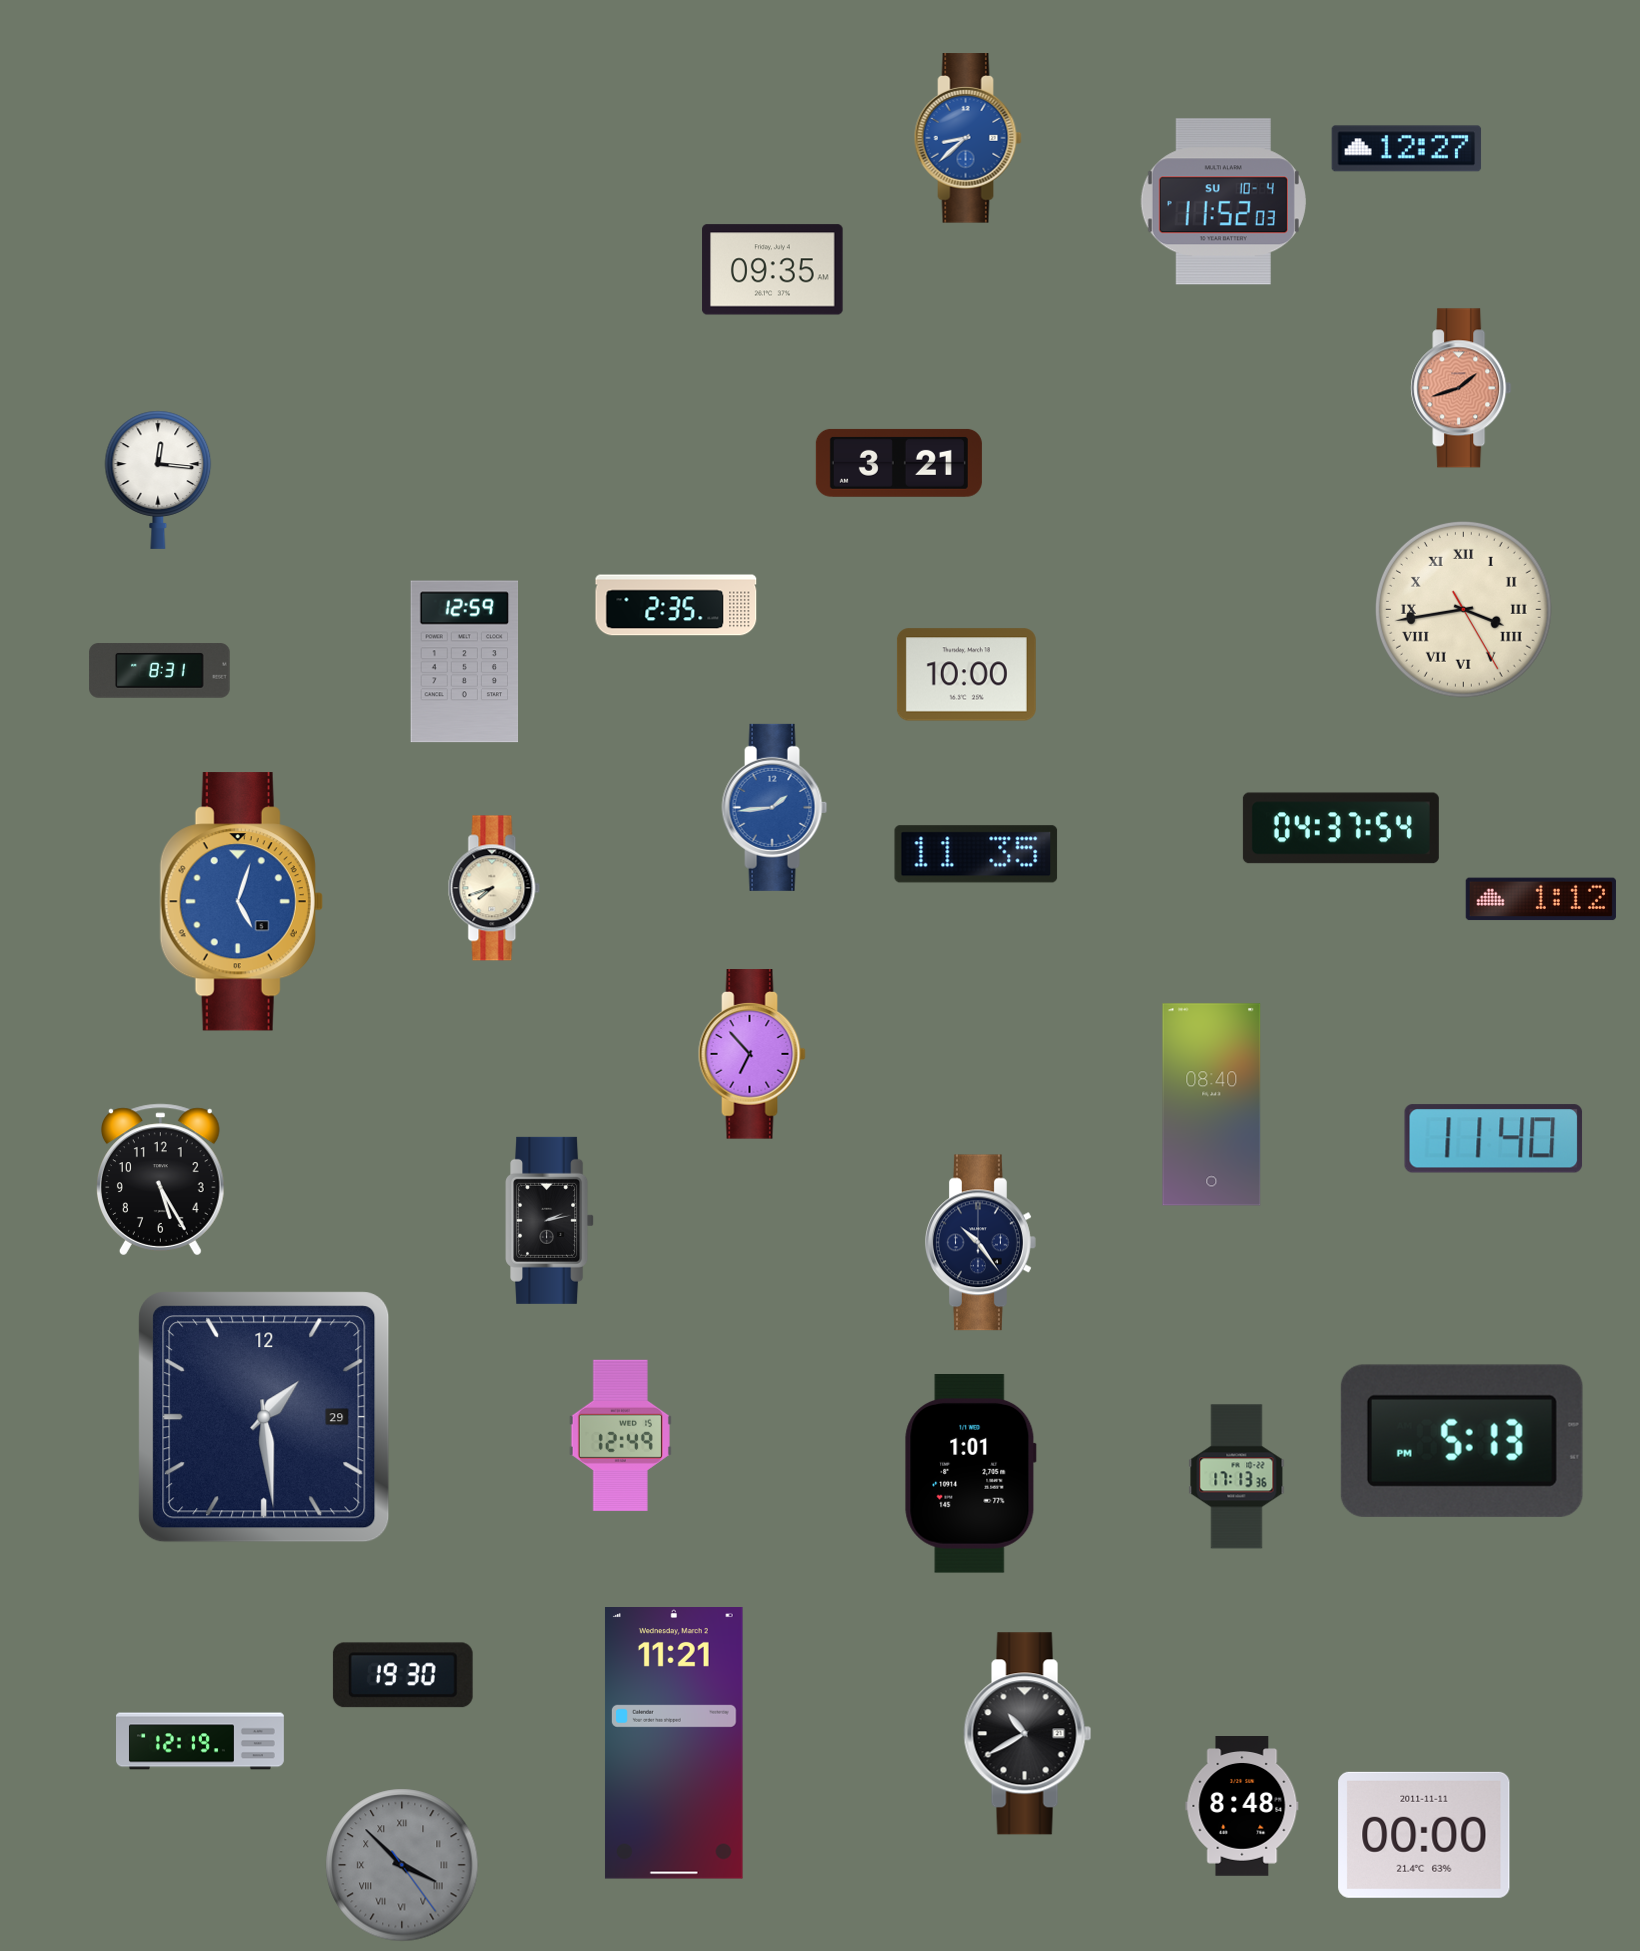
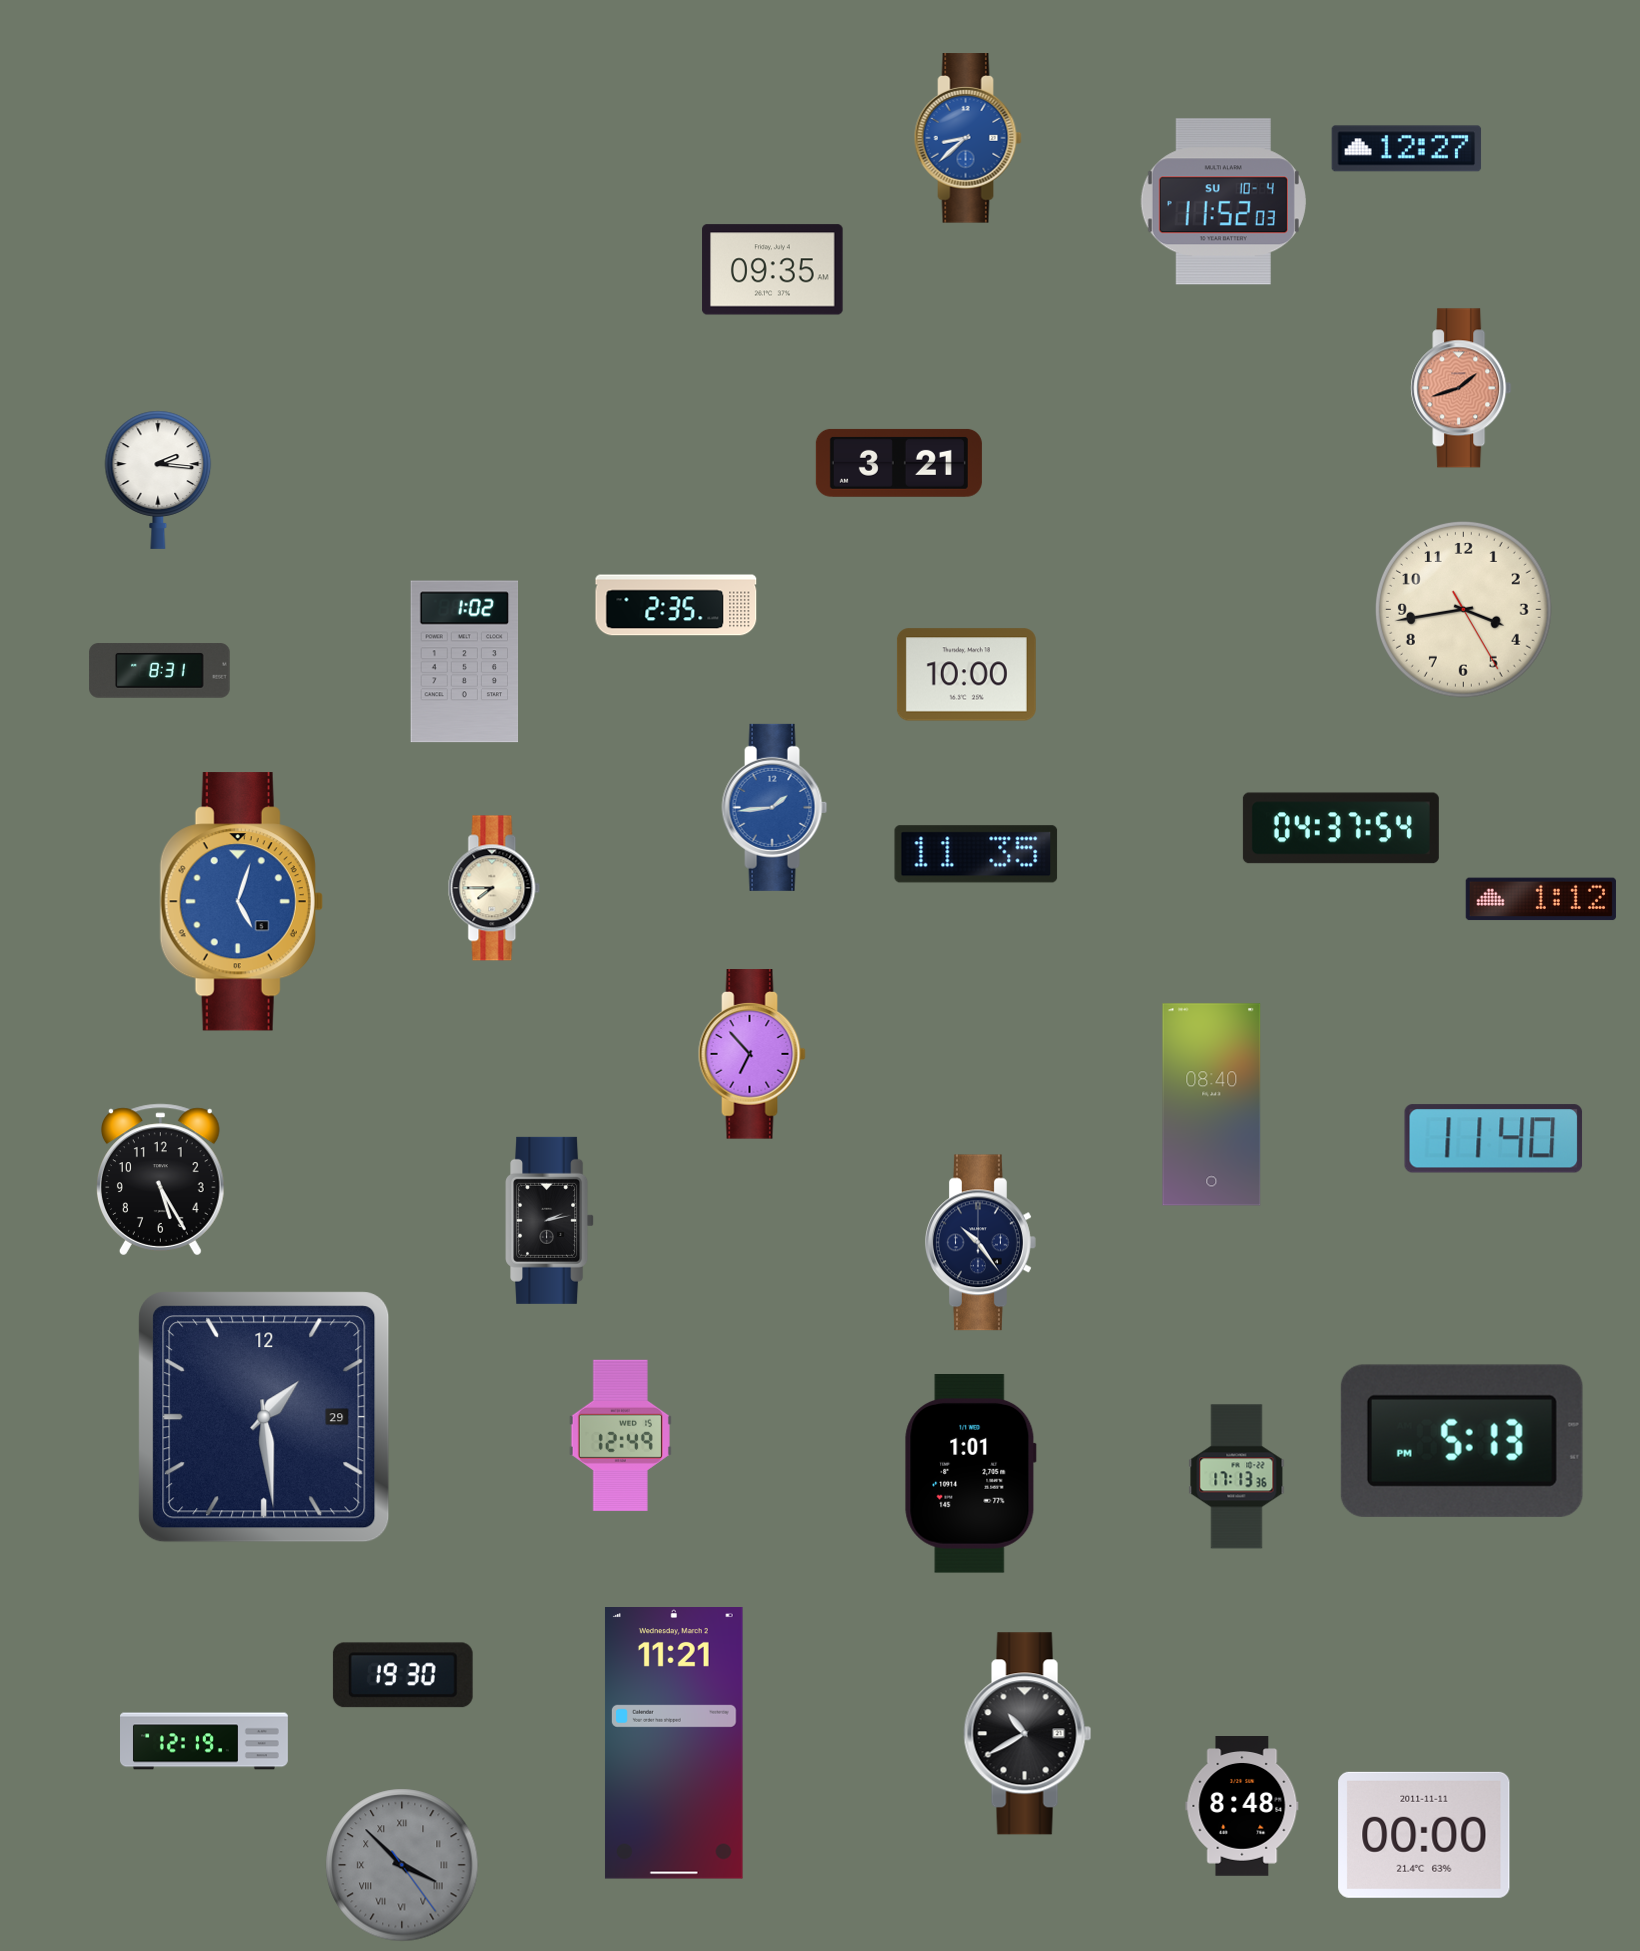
clock at (158, 480): 12:16 -> 2:16
clock at (1463, 609) numerals: Roman -> Arabic
clock at (465, 662): 12:59 -> 1:02
clock at (494, 888): 7:42 -> 7:45
clock at (201, 1741) position: (201, 1741) -> (205, 1741)
